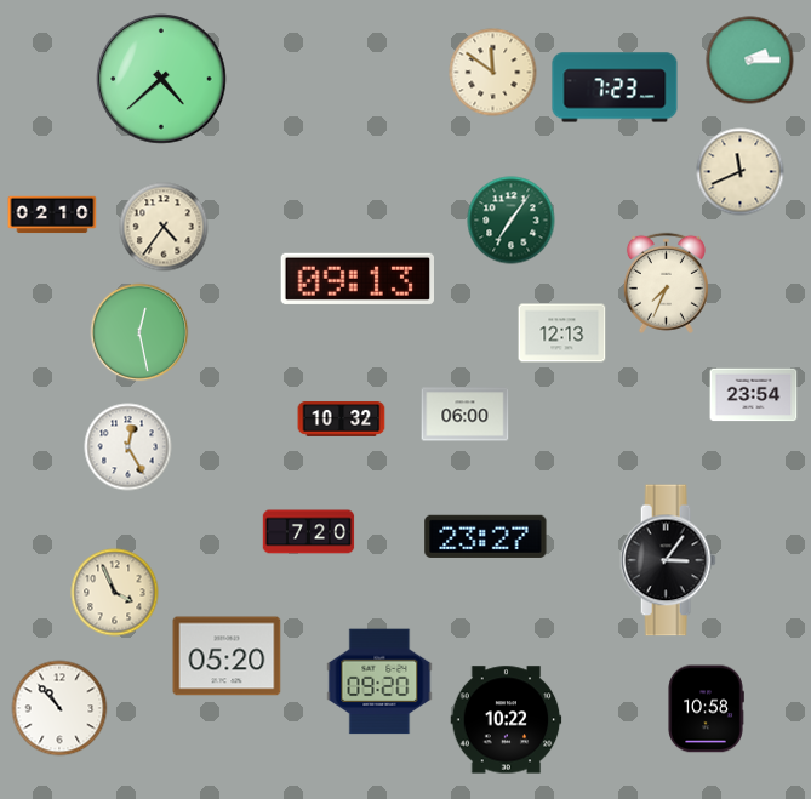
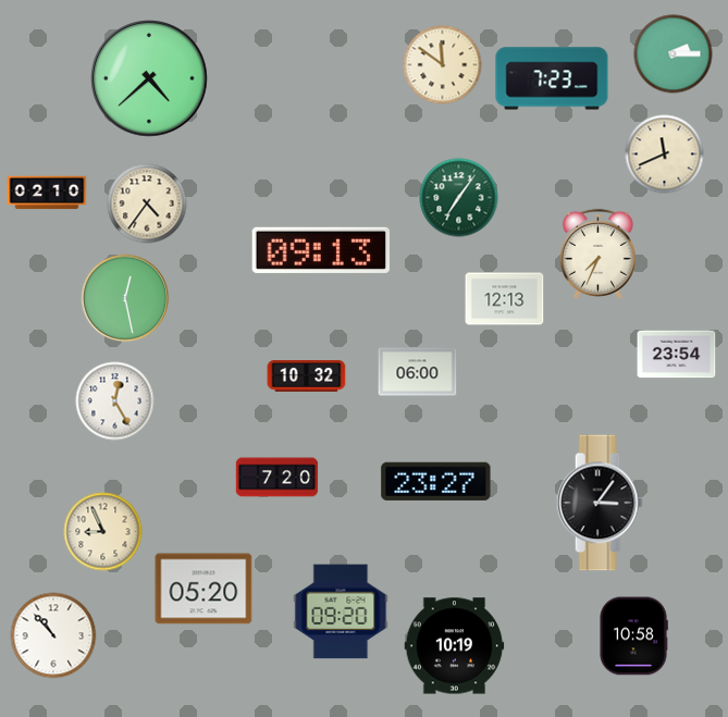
clock at (161, 79) position: (161, 79) -> (149, 78)
clock at (115, 593): 3:56 -> 8:56
clock at (507, 720): 10:22 -> 10:19
